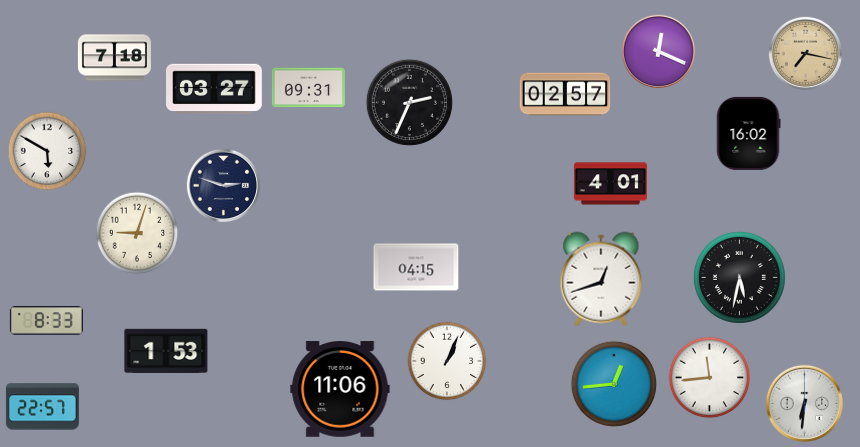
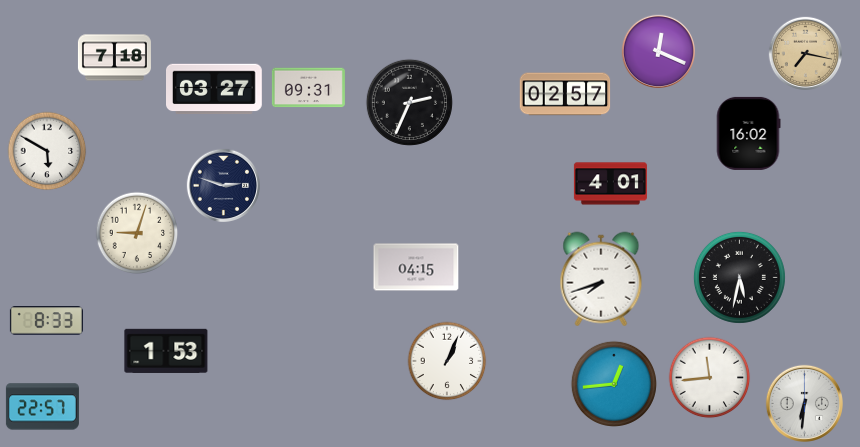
clock at (601, 279): 12:42 -> 7:42
clock at (340, 389): 11:06 -> none
